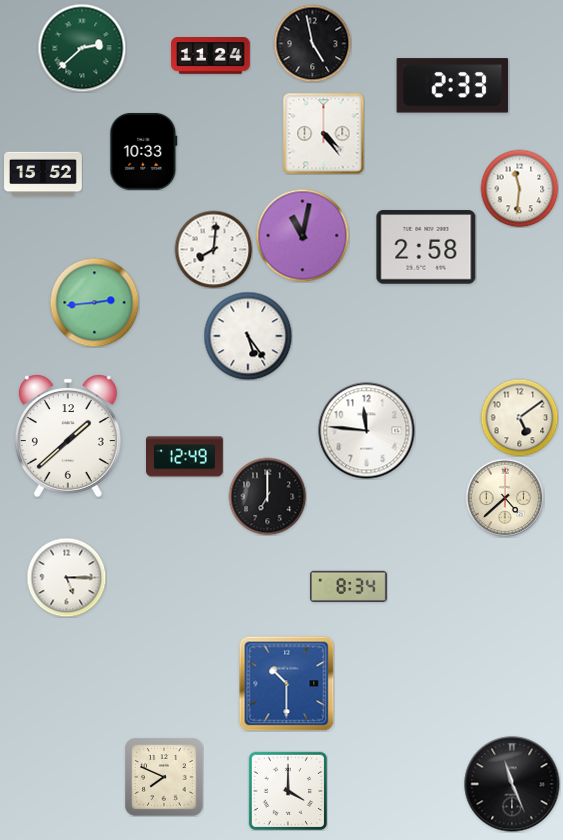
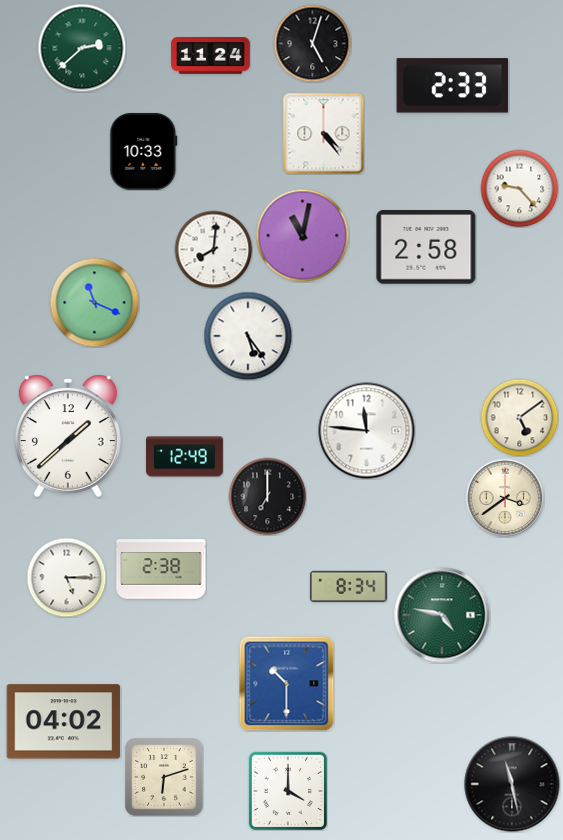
clock at (312, 43): 4:58 -> 5:03
clock at (43, 174): 15:52 -> none
clock at (519, 188): 11:31 -> 9:23
clock at (94, 302): 2:44 -> 11:19
clock at (505, 498): 4:38 -> 3:39
clock at (161, 569): none -> 2:38
clock at (442, 615): none -> 4:47
clock at (64, 722): none -> 04:02
clock at (164, 777): 7:49 -> 6:12
clock at (512, 784): 11:26 -> 11:28
